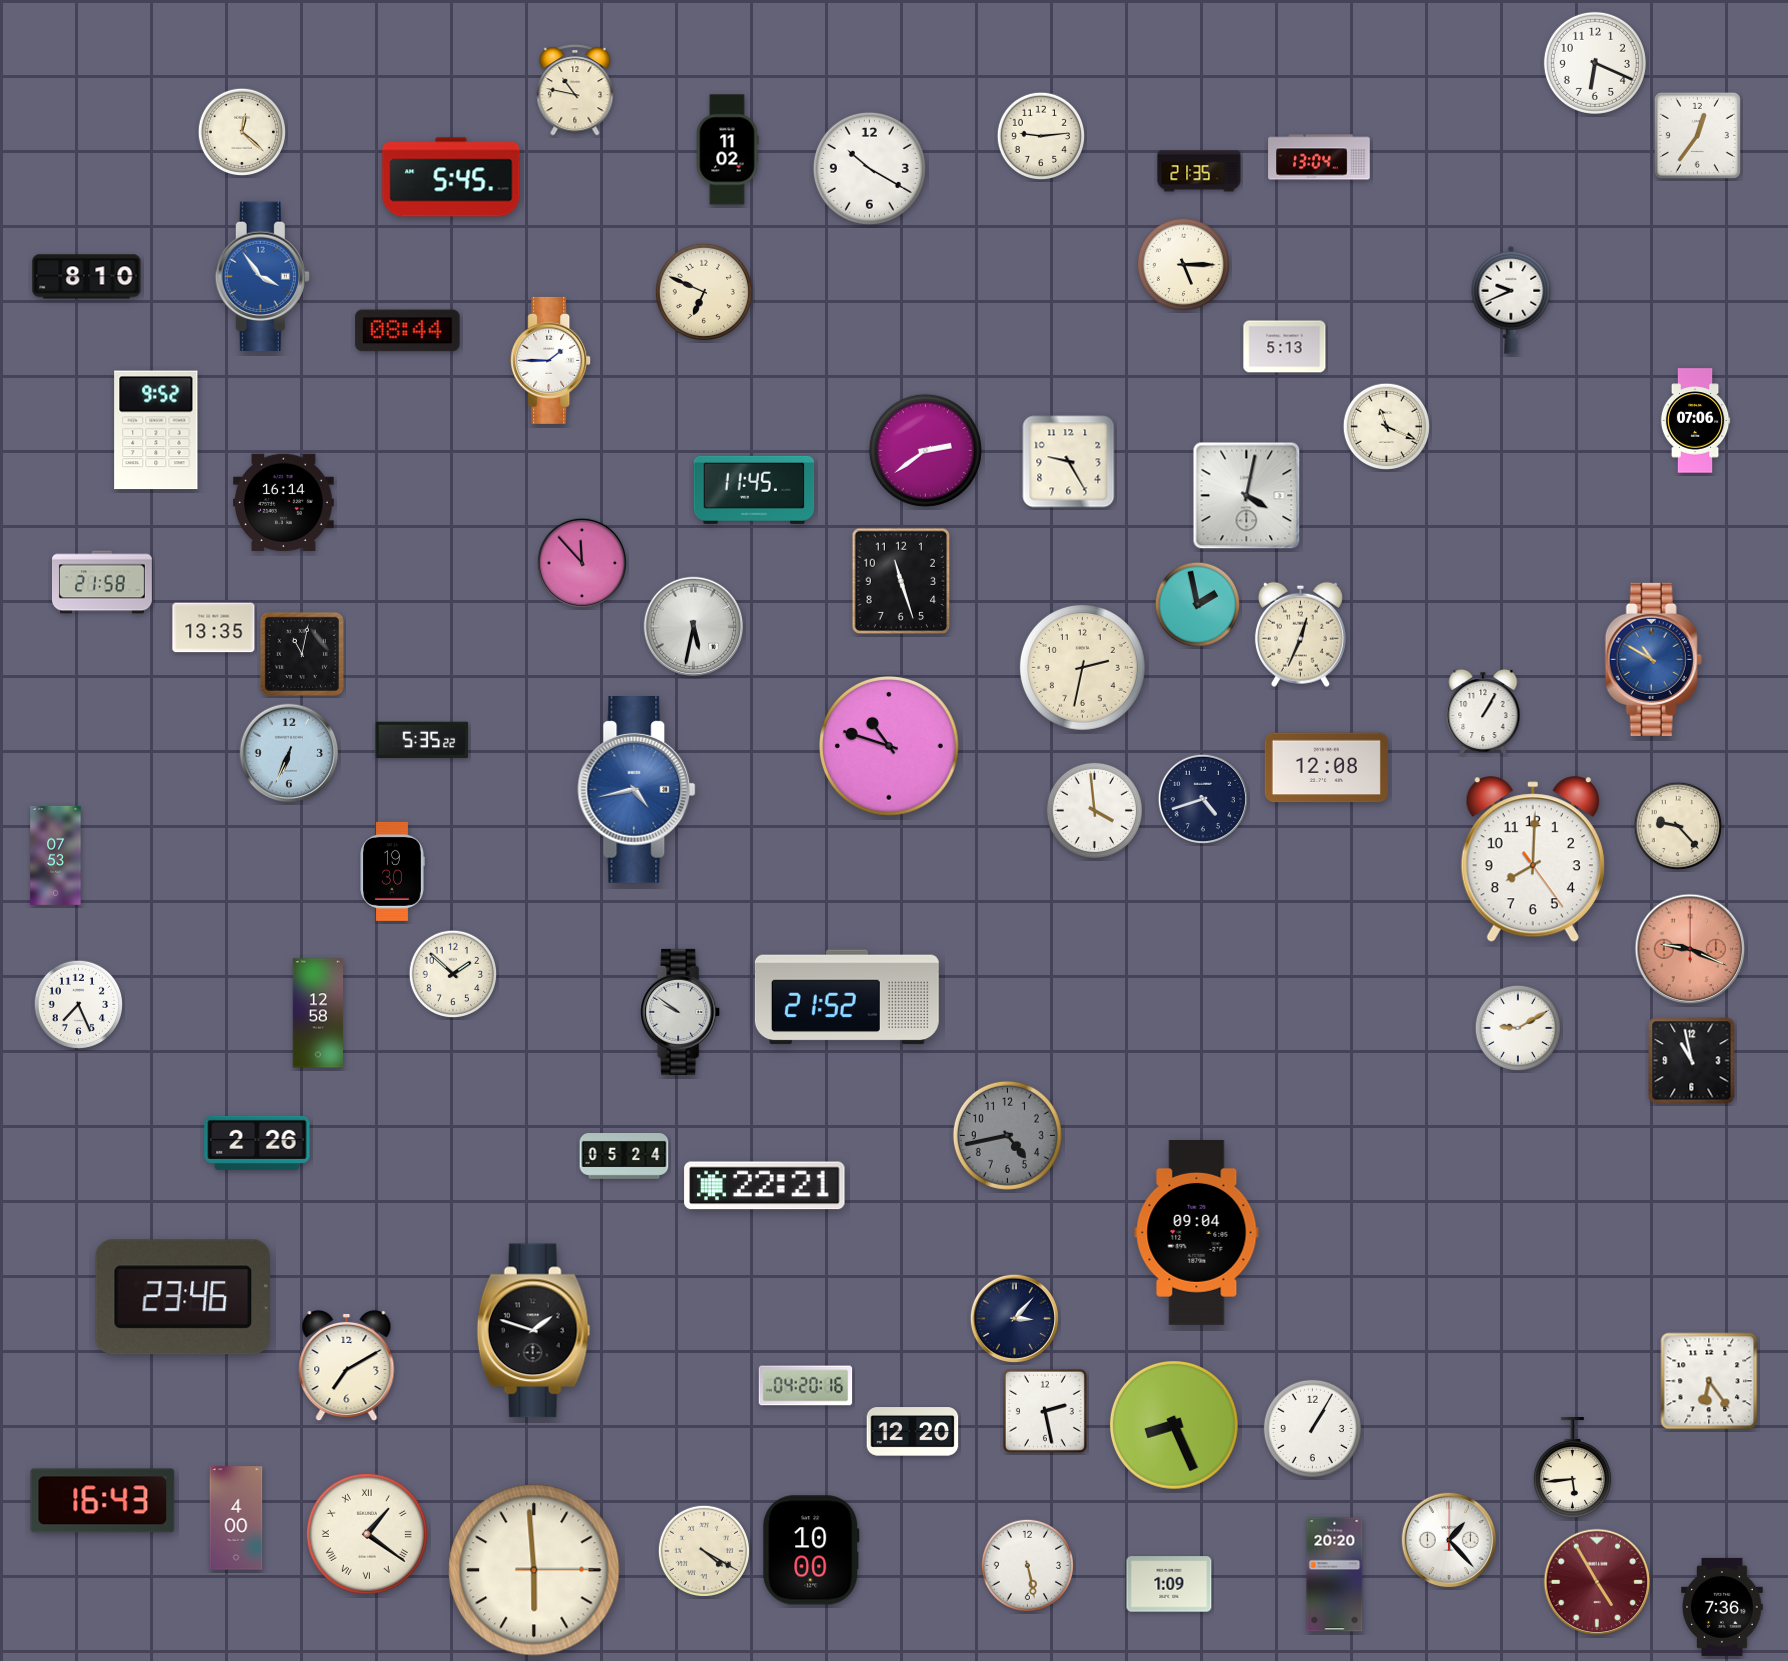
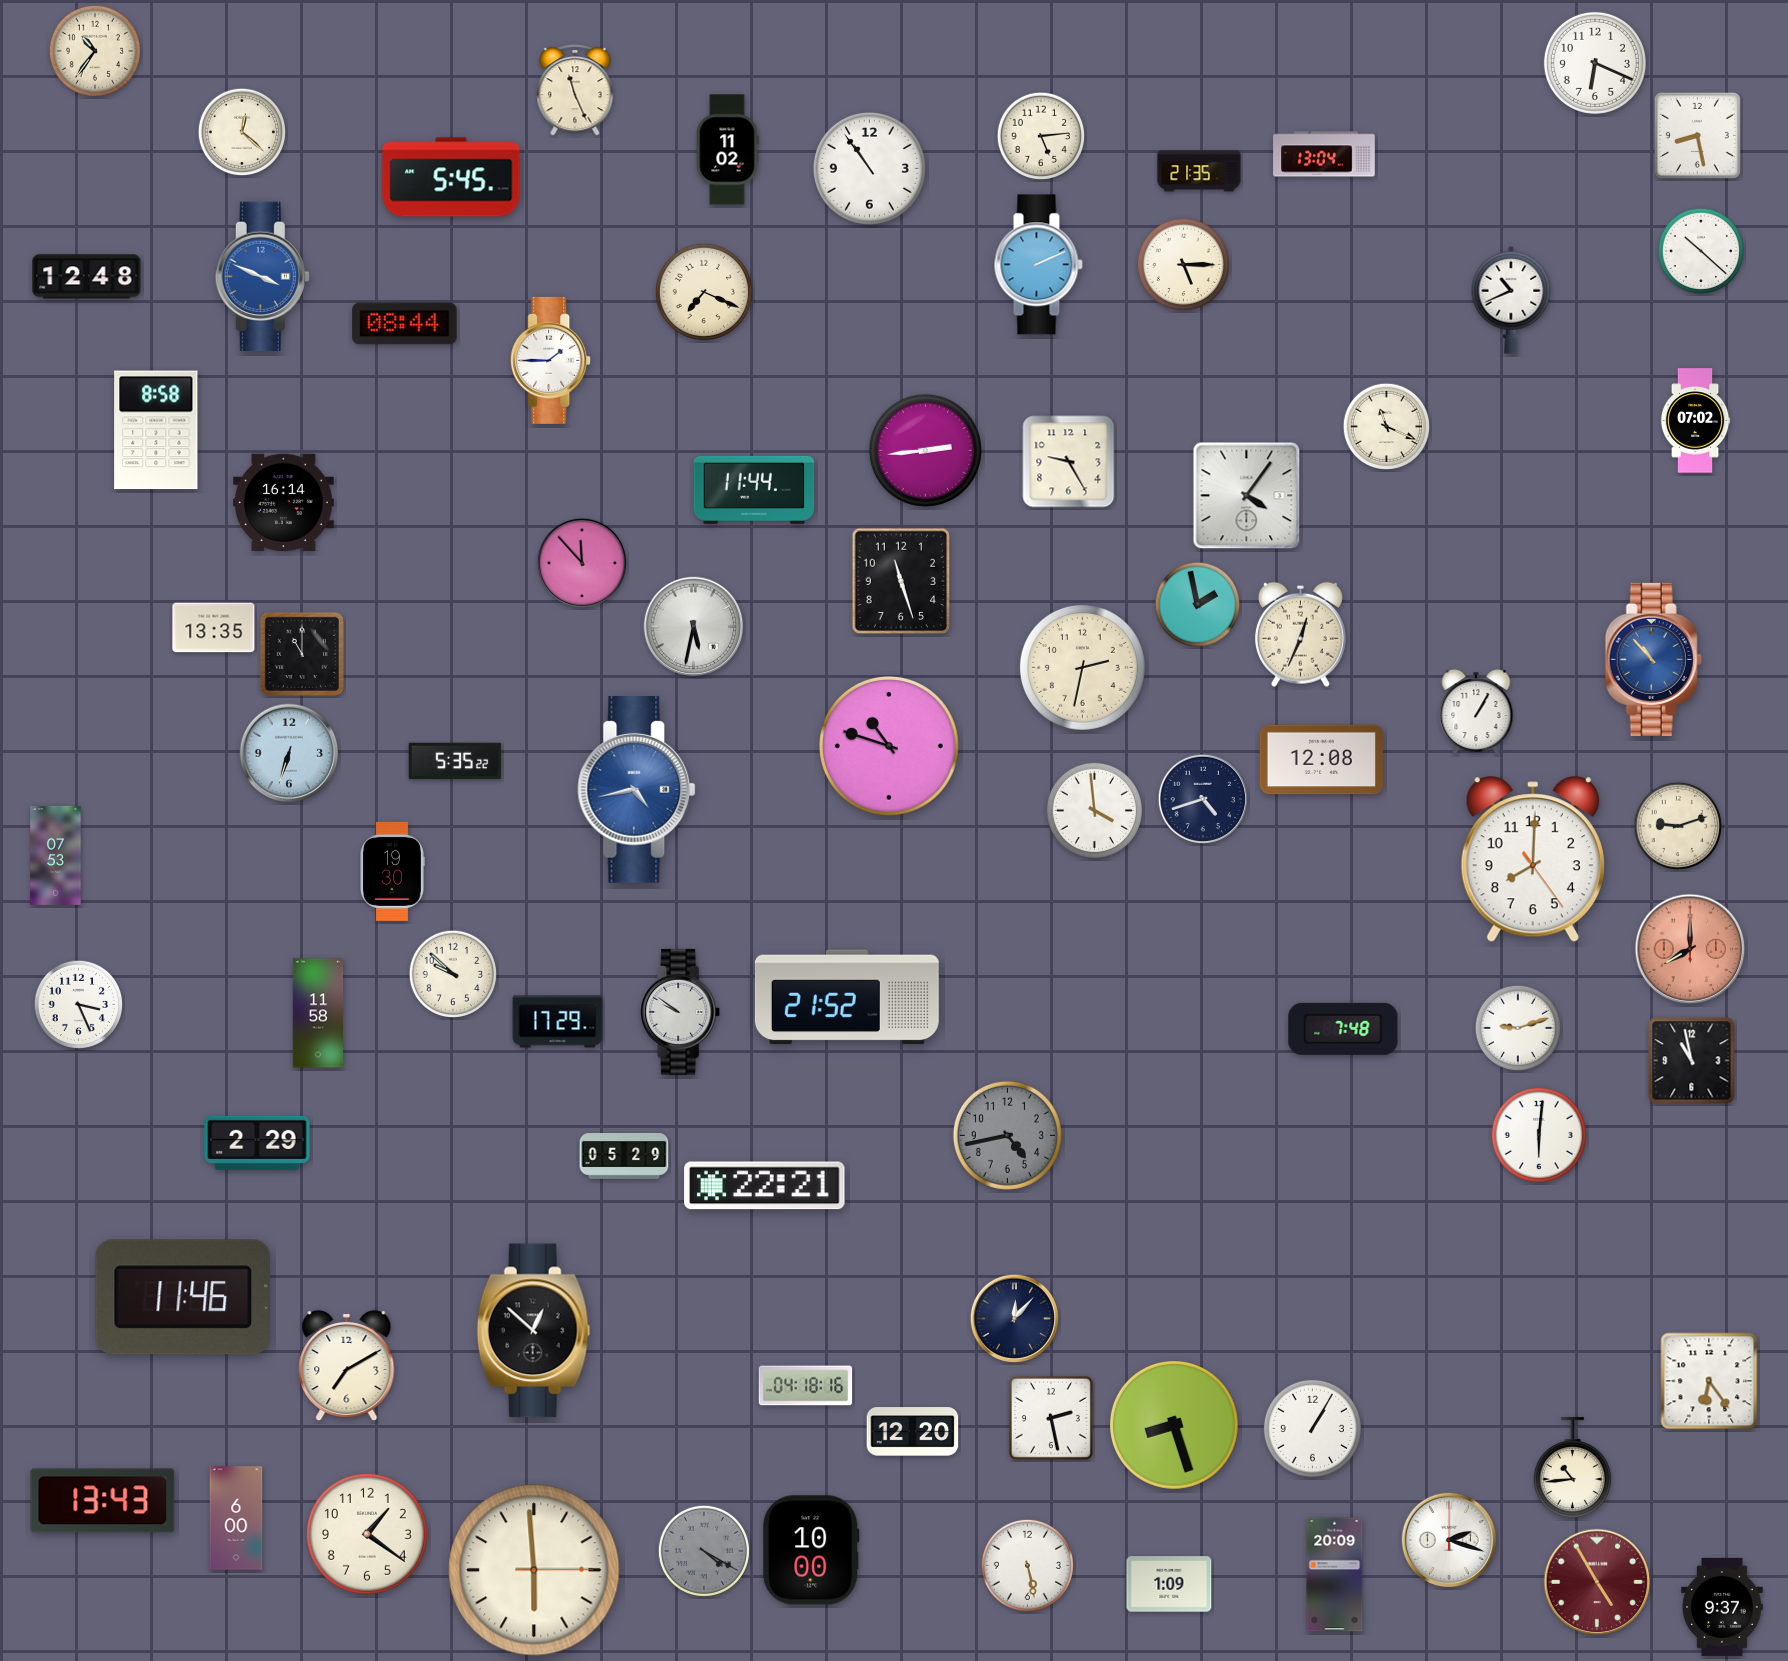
clock at (95, 51): none -> 10:36
clock at (575, 90): 10:47 -> 11:26
clock at (1040, 135): 9:14 -> 5:14
clock at (1697, 135): 12:36 -> 8:28
clock at (1319, 157) position: (1319, 157) -> (1324, 154)
clock at (869, 168): 10:20 -> 10:54
clock at (1700, 250): none -> 10:22
clock at (1038, 265): none -> 2:11
clock at (87, 277): 8:10 -> 12:48
clock at (262, 277): 3:54 -> 3:49
clock at (704, 292): 6:49 -> 7:19
clock at (1511, 300): 9:41 -> 10:41
clock at (408, 331) position: (408, 331) -> (405, 324)
clock at (1285, 347): 5:13 -> none
clock at (1695, 421): 07:06 -> 07:02
clock at (156, 430): 9:52 -> 8:58
clock at (925, 450): 2:39 -> 2:44
clock at (754, 490): 11:45 -> 11:44
clock at (1247, 496): 4:02 -> 4:06
clock at (103, 582): 21:58 -> none
clock at (302, 654): 11:02 -> 11:00
clock at (1653, 659): 10:50 -> 10:53
clock at (1483, 712) position: (1483, 712) -> (1476, 712)
clock at (422, 740) position: (422, 740) -> (455, 761)
clock at (289, 753): 6:34 -> 6:33
clock at (1326, 768) position: (1326, 768) -> (1321, 760)
clock at (1677, 825): 9:23 -> 9:12
clock at (1690, 949): 9:19 -> 8:00
clock at (452, 973): 1:52 -> 9:52
clock at (78, 1004): 7:26 -> 3:26
clock at (318, 1013): 12:58 -> 11:58
clock at (558, 1022): none -> 17:29
clock at (1517, 1027): 9:10 -> 9:12
clock at (1343, 1029): none -> 7:48
clock at (1539, 1135): none -> 6:01
clock at (257, 1143): 2:26 -> 2:29
clock at (624, 1157): 05:24 -> 05:29
clock at (1197, 1232): 09:04 -> none
clock at (183, 1297): 23:46 -> 11:46
clock at (1014, 1318): 3:07 -> 12:07
clock at (534, 1331): 1:48 -> 12:52
clock at (806, 1386): 04:20 -> 04:18
clock at (1045, 1411) position: (1045, 1411) -> (1051, 1418)
clock at (1174, 1425): 8:26 -> 8:27
clock at (1572, 1469): 5:44 -> 10:44
clock at (103, 1501): 16:43 -> 13:43
clock at (236, 1518): 4:00 -> 6:00
clock at (367, 1534) numerals: Roman -> Arabic
clock at (1449, 1540): 1:23 -> 2:18
clock at (704, 1551) dial: cream -> grey
clock at (1335, 1575): 20:20 -> 20:09
clock at (1722, 1607): 7:36 -> 9:37
